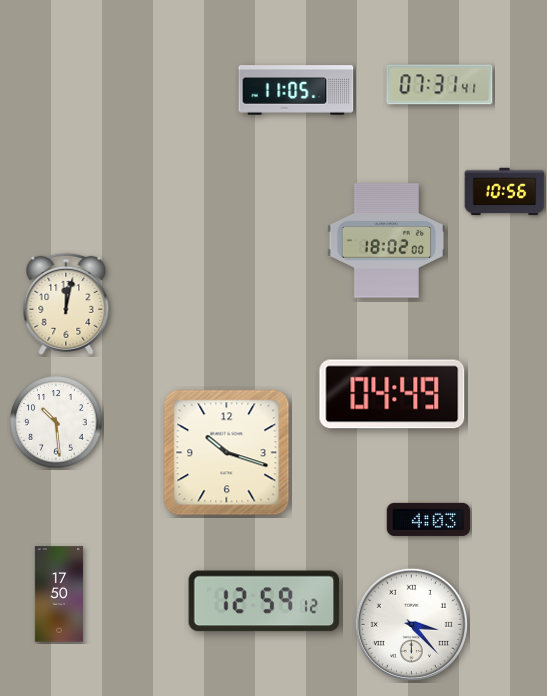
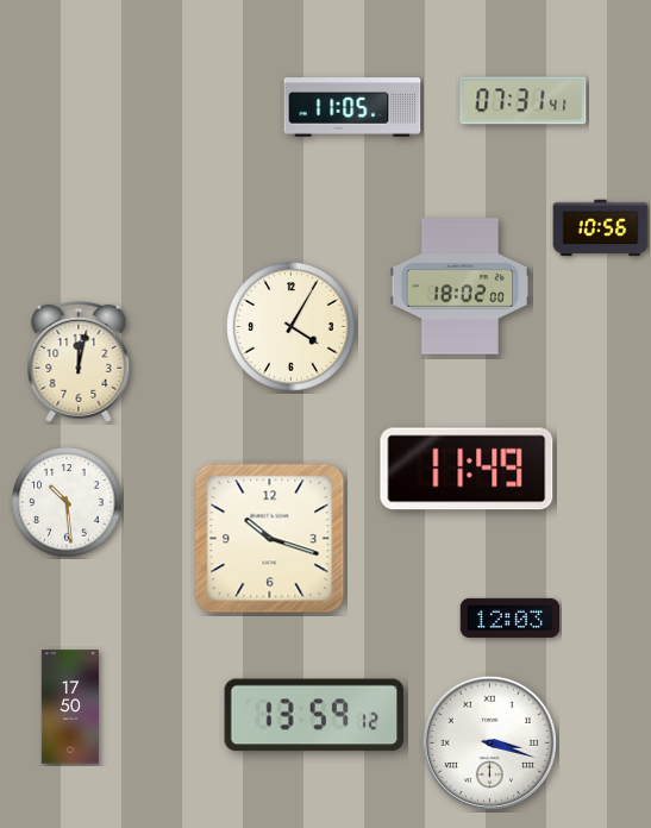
clock at (292, 327): none -> 4:05
clock at (392, 394): 04:49 -> 11:49
clock at (429, 519): 4:03 -> 12:03
clock at (264, 601): 12:59 -> 13:59
clock at (411, 624): 3:23 -> 3:18
